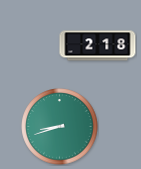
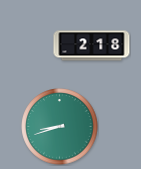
clock at (98, 46) position: (98, 46) -> (92, 46)
